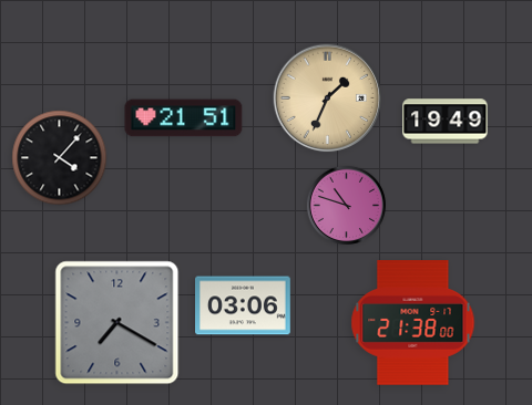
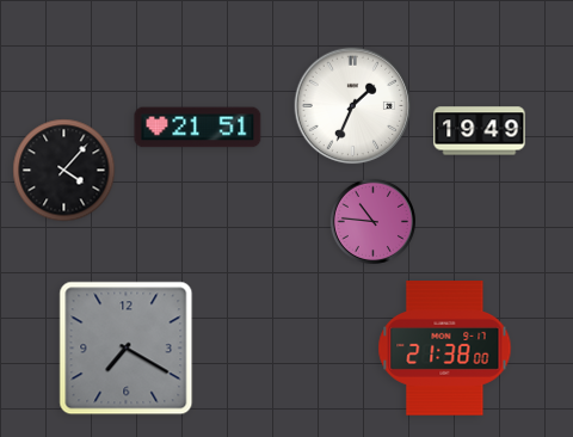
clock at (328, 98) dial: champagne -> white
clock at (346, 205): 10:48 -> 10:46
clock at (244, 305): 03:06 -> none
